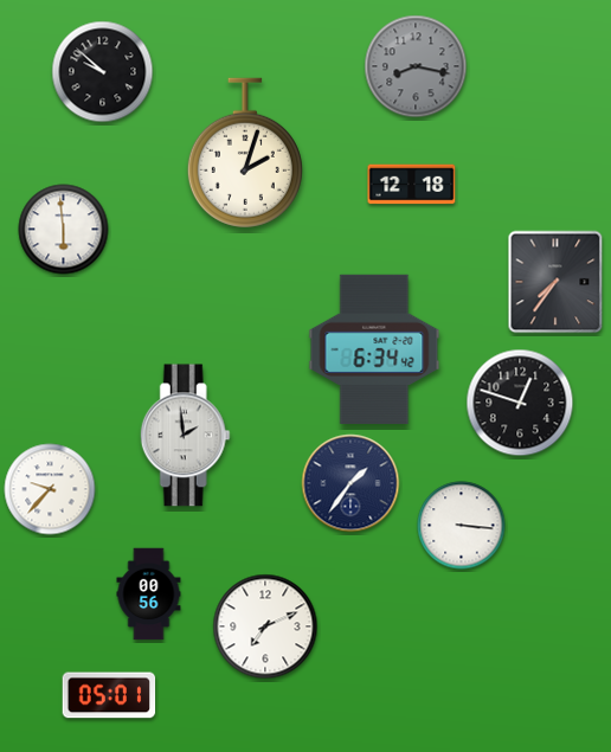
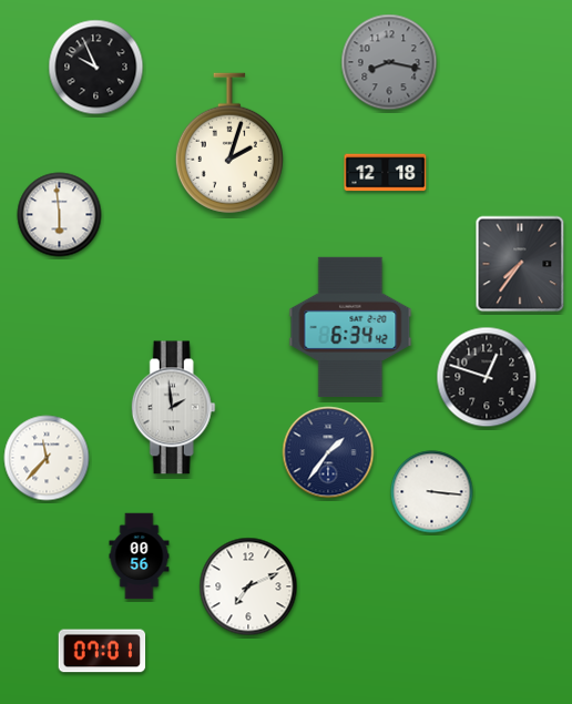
clock at (103, 72): 9:52 -> 9:56
clock at (50, 489): 9:37 -> 11:37
clock at (109, 695): 05:01 -> 07:01
